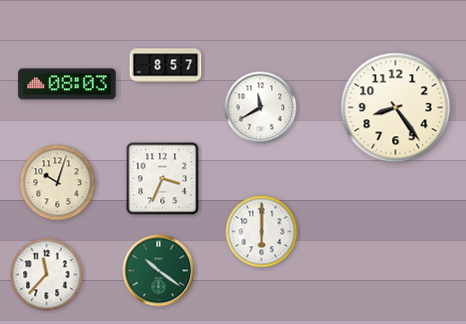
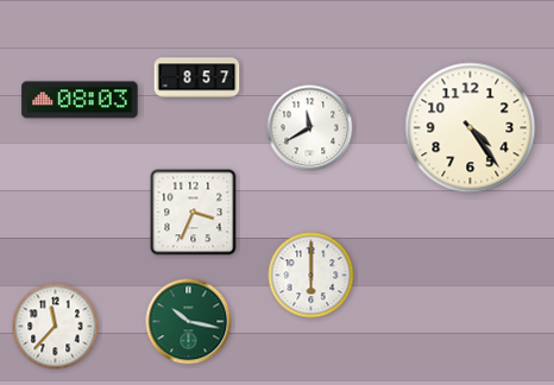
clock at (396, 108): 8:24 -> 4:24
clock at (58, 183): 10:03 -> none
clock at (159, 271): 10:21 -> 10:17
